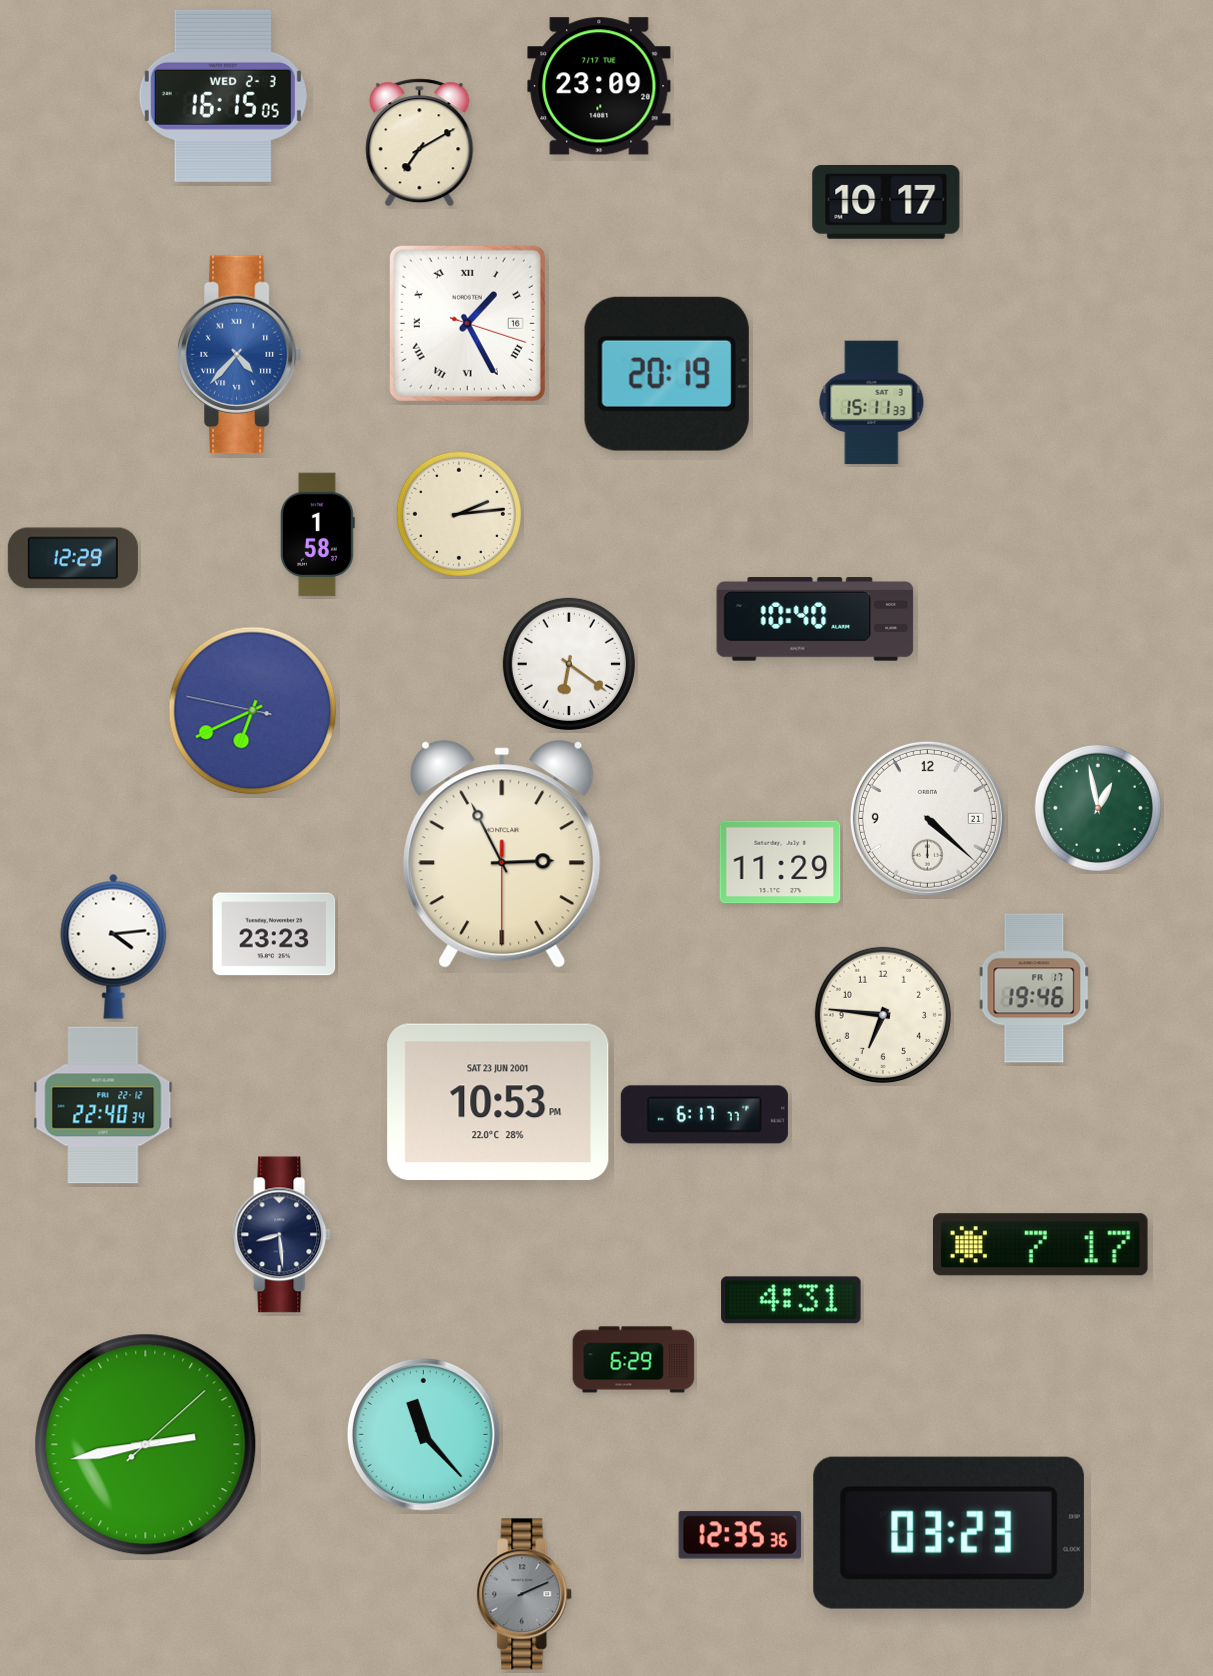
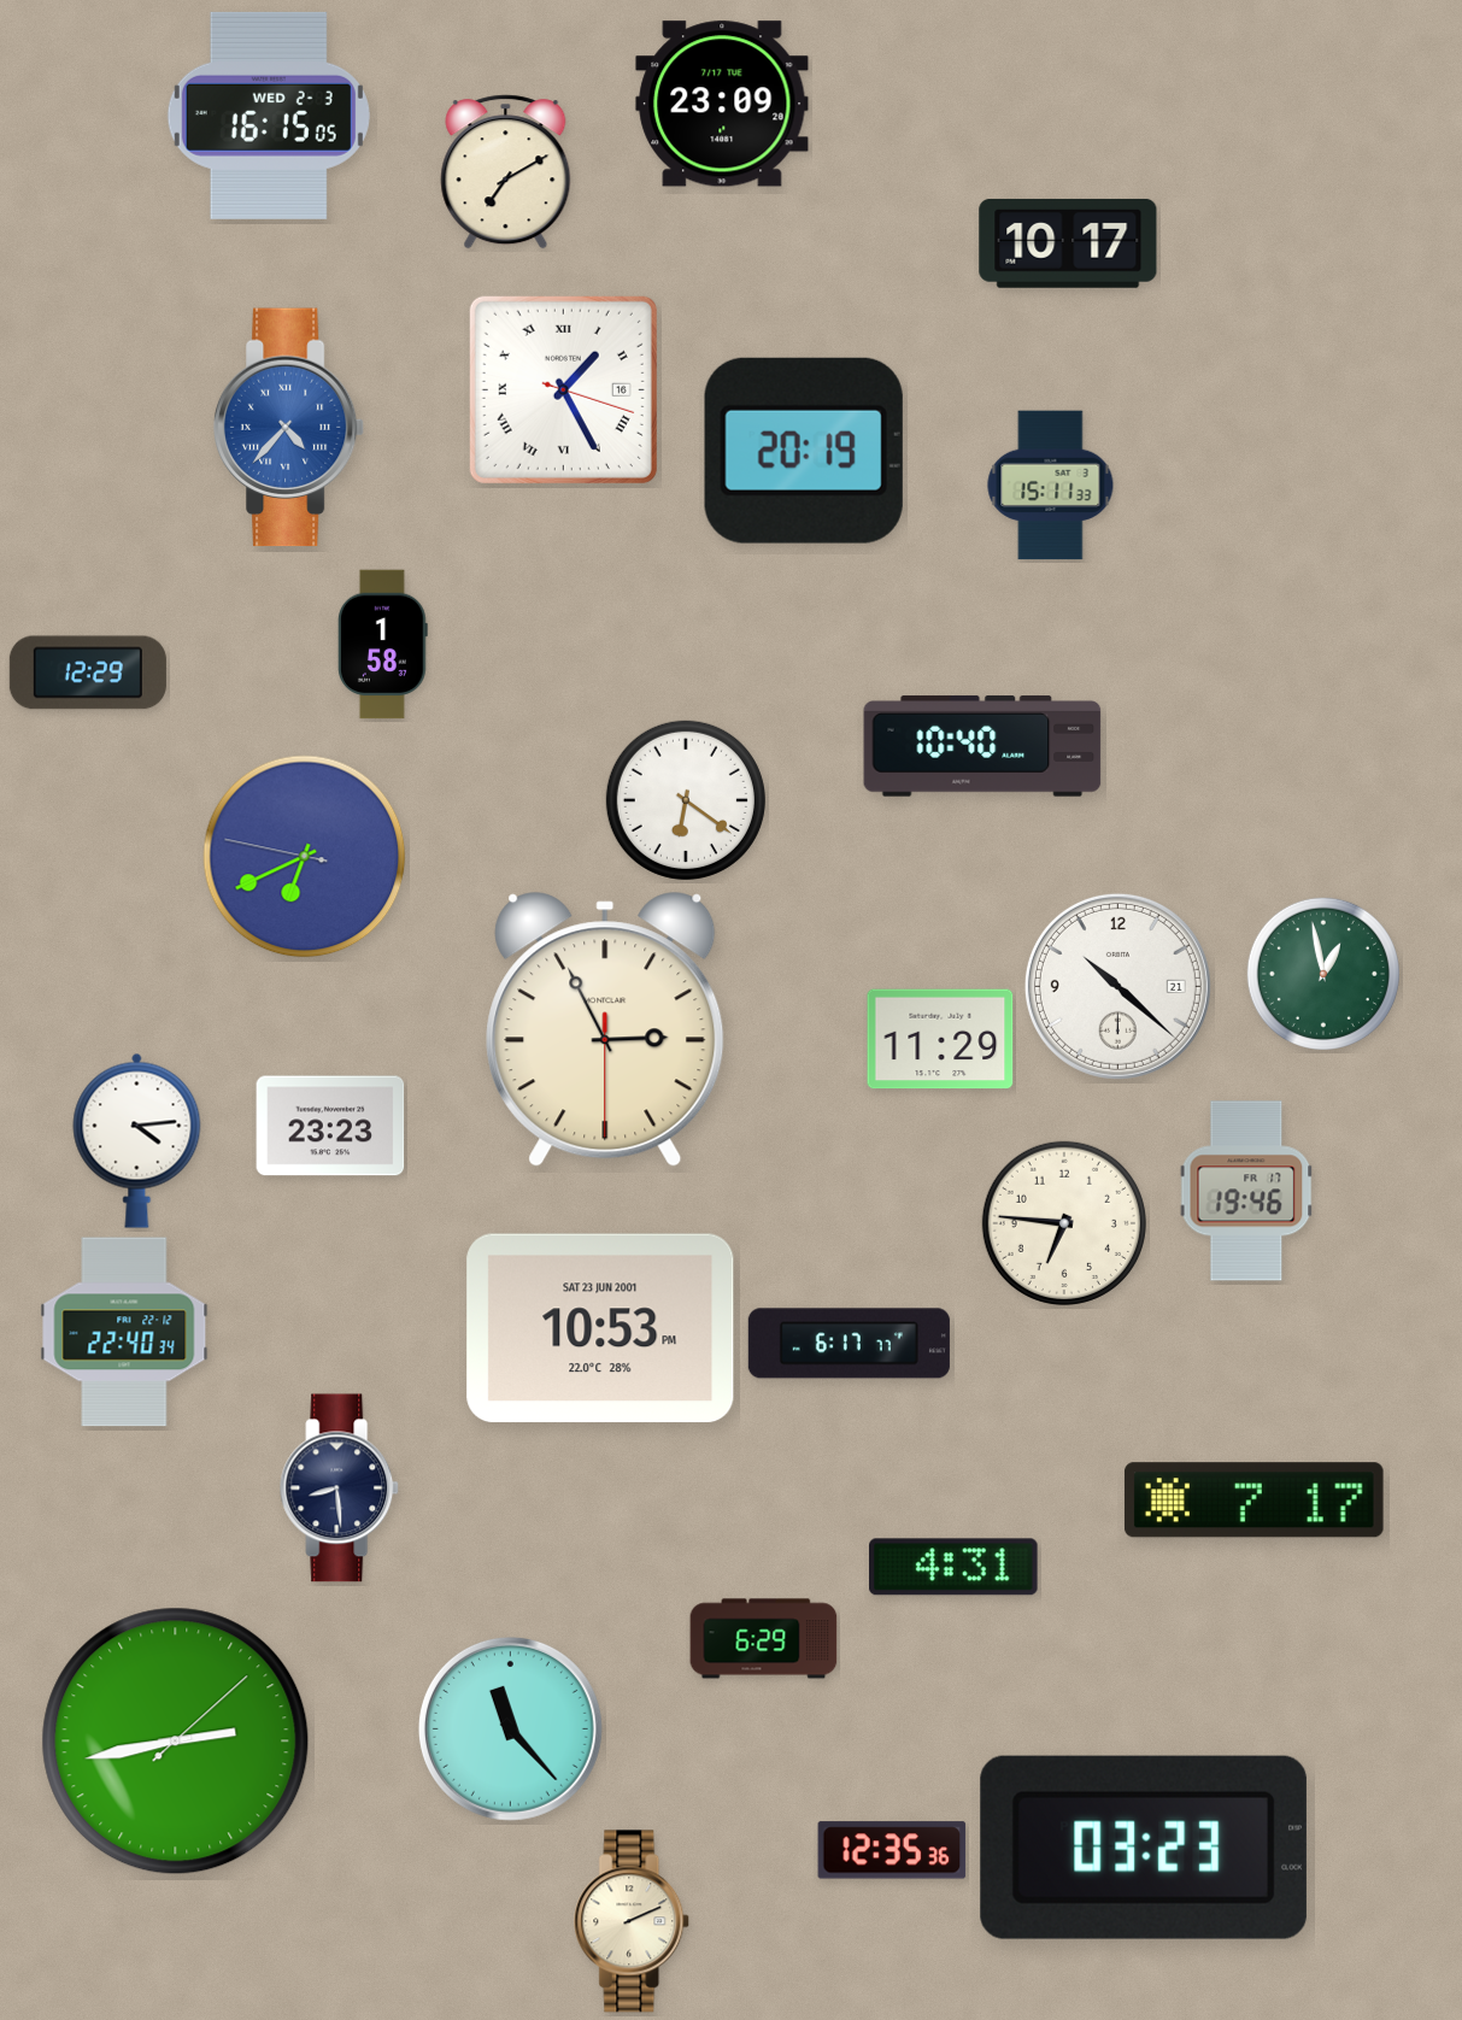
clock at (459, 514): 2:14 -> none
clock at (927, 818): 4:22 -> 10:22
clock at (525, 1594) dial: grey -> cream
